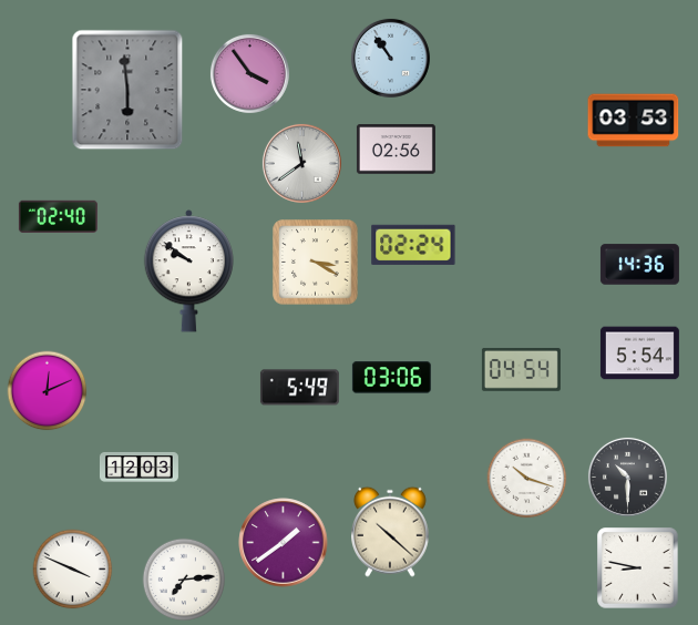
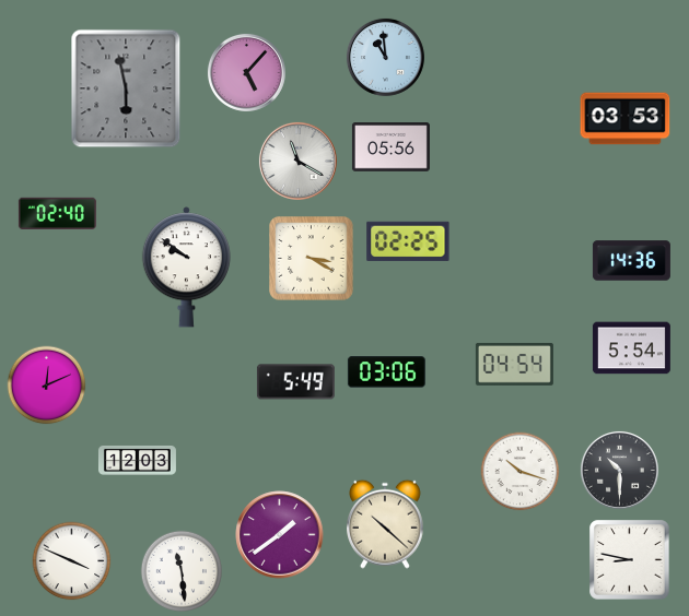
clock at (390, 58): 10:54 -> 10:59
clock at (249, 73): 3:54 -> 5:07
clock at (127, 90): 5:59 -> 5:58
clock at (396, 150): 02:56 -> 05:56
clock at (301, 163): 11:39 -> 11:20
clock at (413, 245): 02:24 -> 02:25
clock at (184, 580): 7:14 -> 11:29
